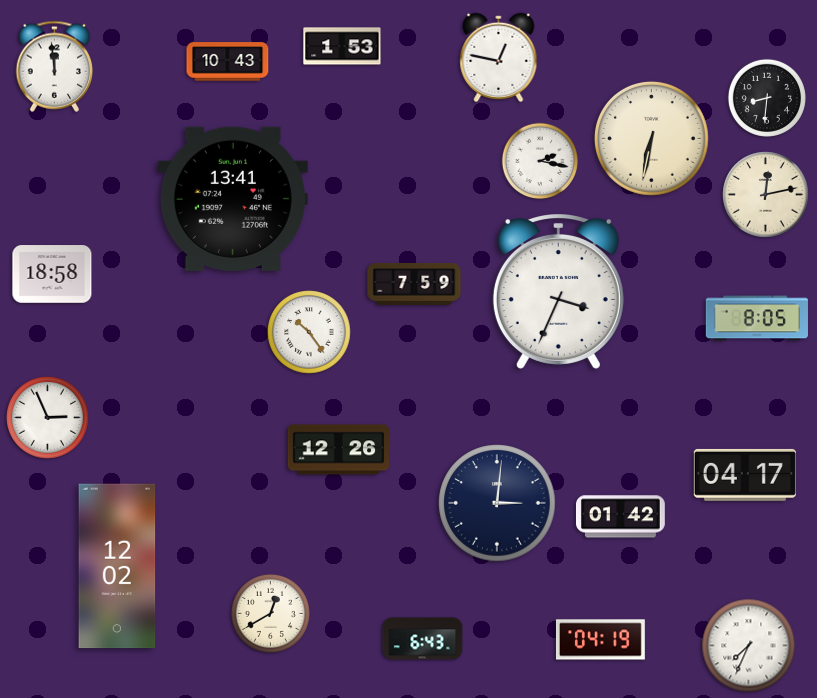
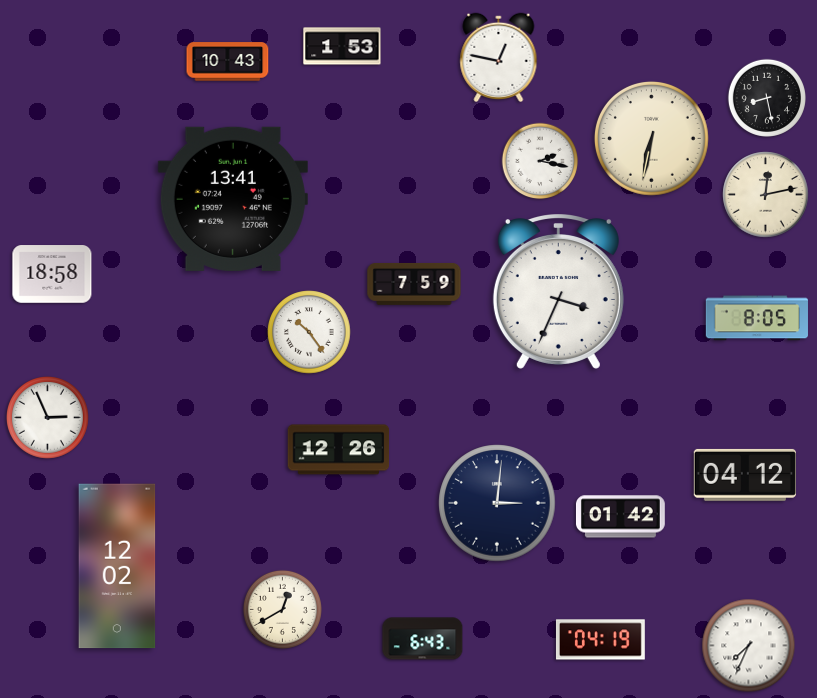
clock at (55, 66): 11:59 -> none
clock at (767, 98): 8:31 -> 8:28
clock at (745, 475): 04:17 -> 04:12
clock at (270, 613) position: (270, 613) -> (282, 609)
